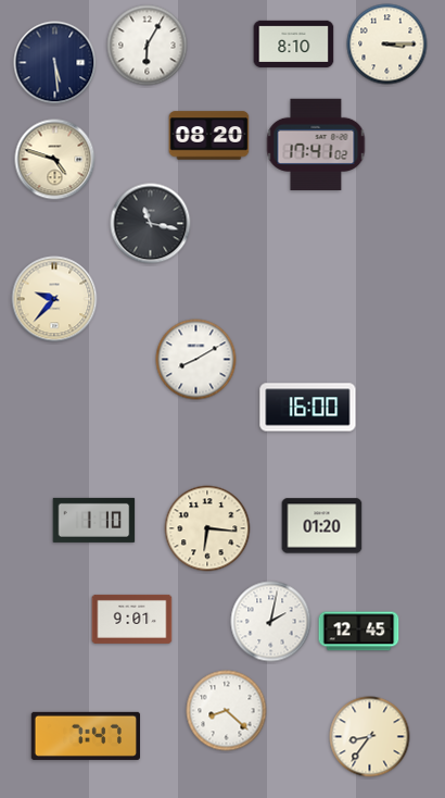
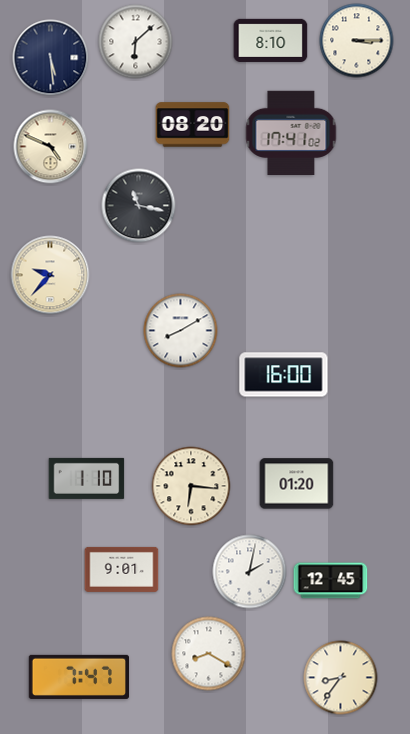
clock at (148, 46): 6:05 -> 6:08
clock at (55, 160): 4:48 -> 4:49
clock at (227, 711): 8:22 -> 8:20
